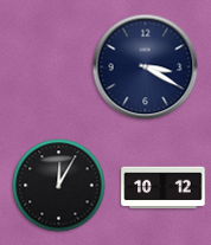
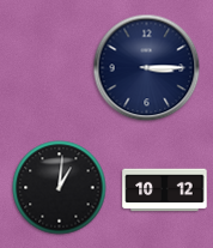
clock at (146, 67): 3:20 -> 3:15
clock at (59, 186): 12:05 -> 1:01
